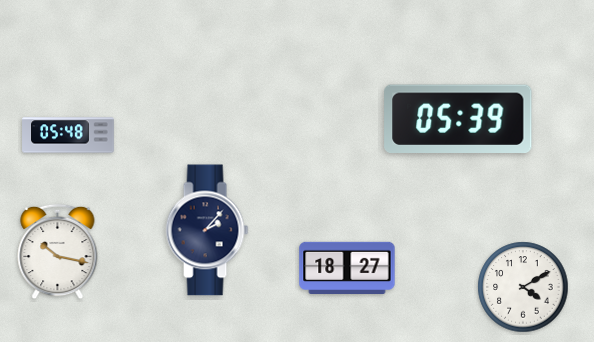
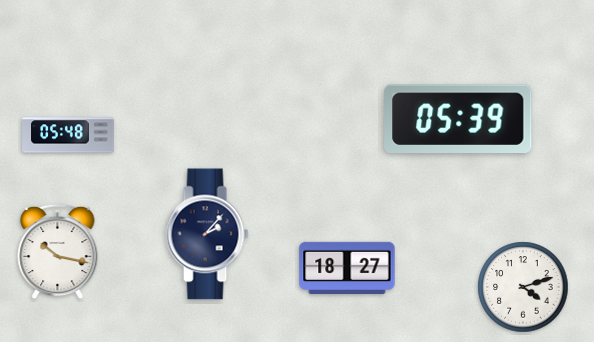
clock at (207, 230) position: (207, 230) -> (207, 234)
clock at (523, 287): 4:10 -> 4:12
